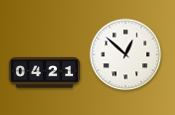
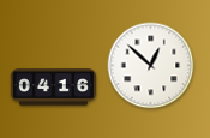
clock at (44, 73): 04:21 -> 04:16
